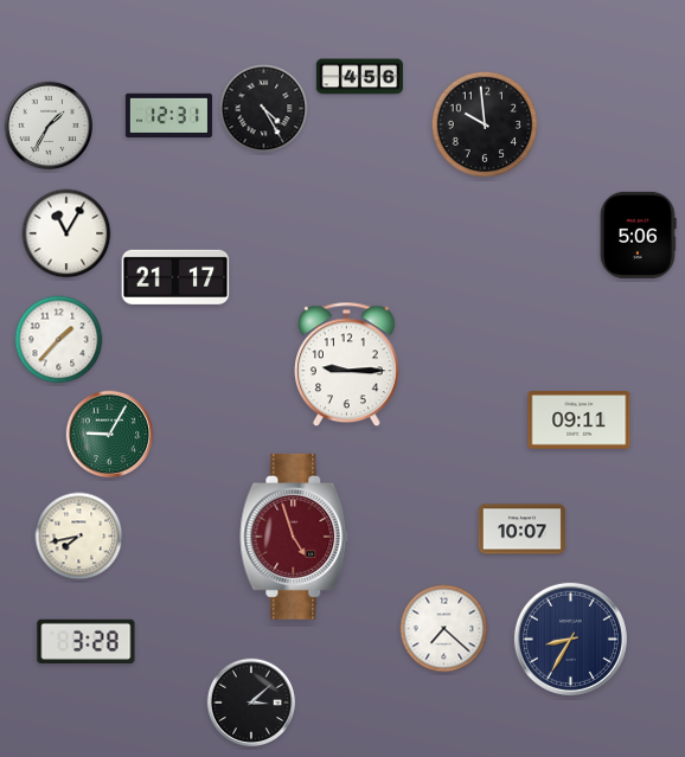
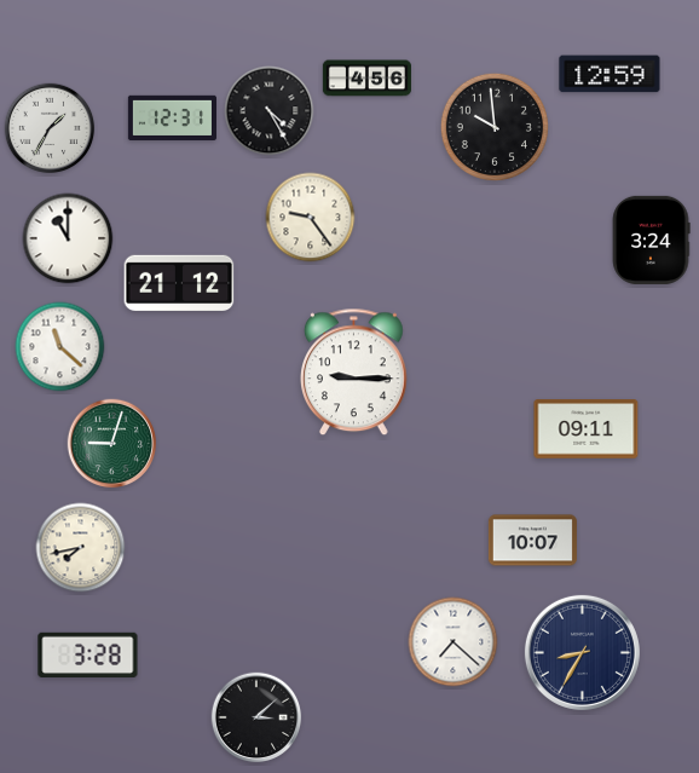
clock at (610, 74): none -> 12:59
clock at (311, 218): none -> 9:24
clock at (66, 233): 11:05 -> 11:00
clock at (638, 235): 5:06 -> 3:24
clock at (175, 277): 21:17 -> 21:12
clock at (59, 340): 1:37 -> 11:22
clock at (580, 421) position: (580, 421) -> (587, 429)
clock at (110, 435): 9:05 -> 9:03
clock at (294, 537): 4:57 -> none
